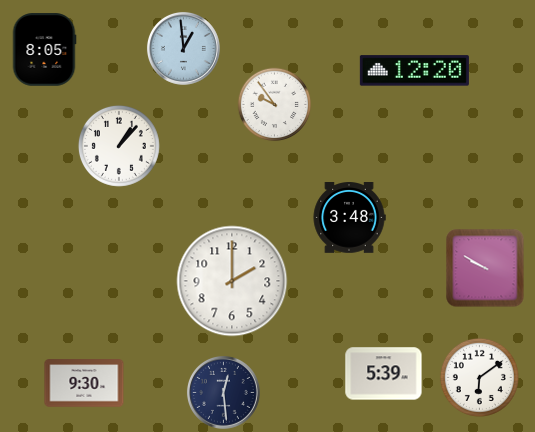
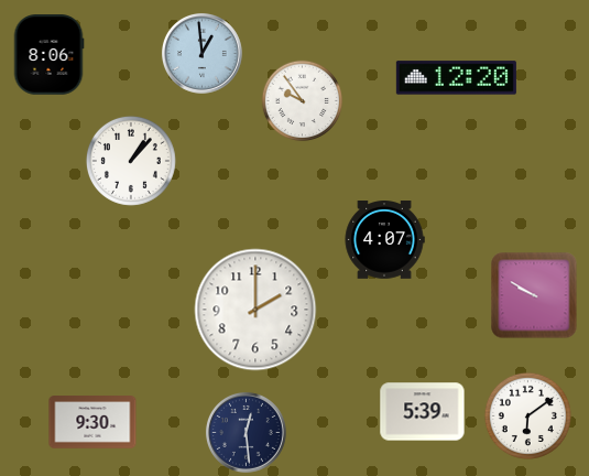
clock at (44, 50): 8:05 -> 8:06
clock at (275, 105) position: (275, 105) -> (303, 101)
clock at (349, 218): 3:48 -> 4:07
